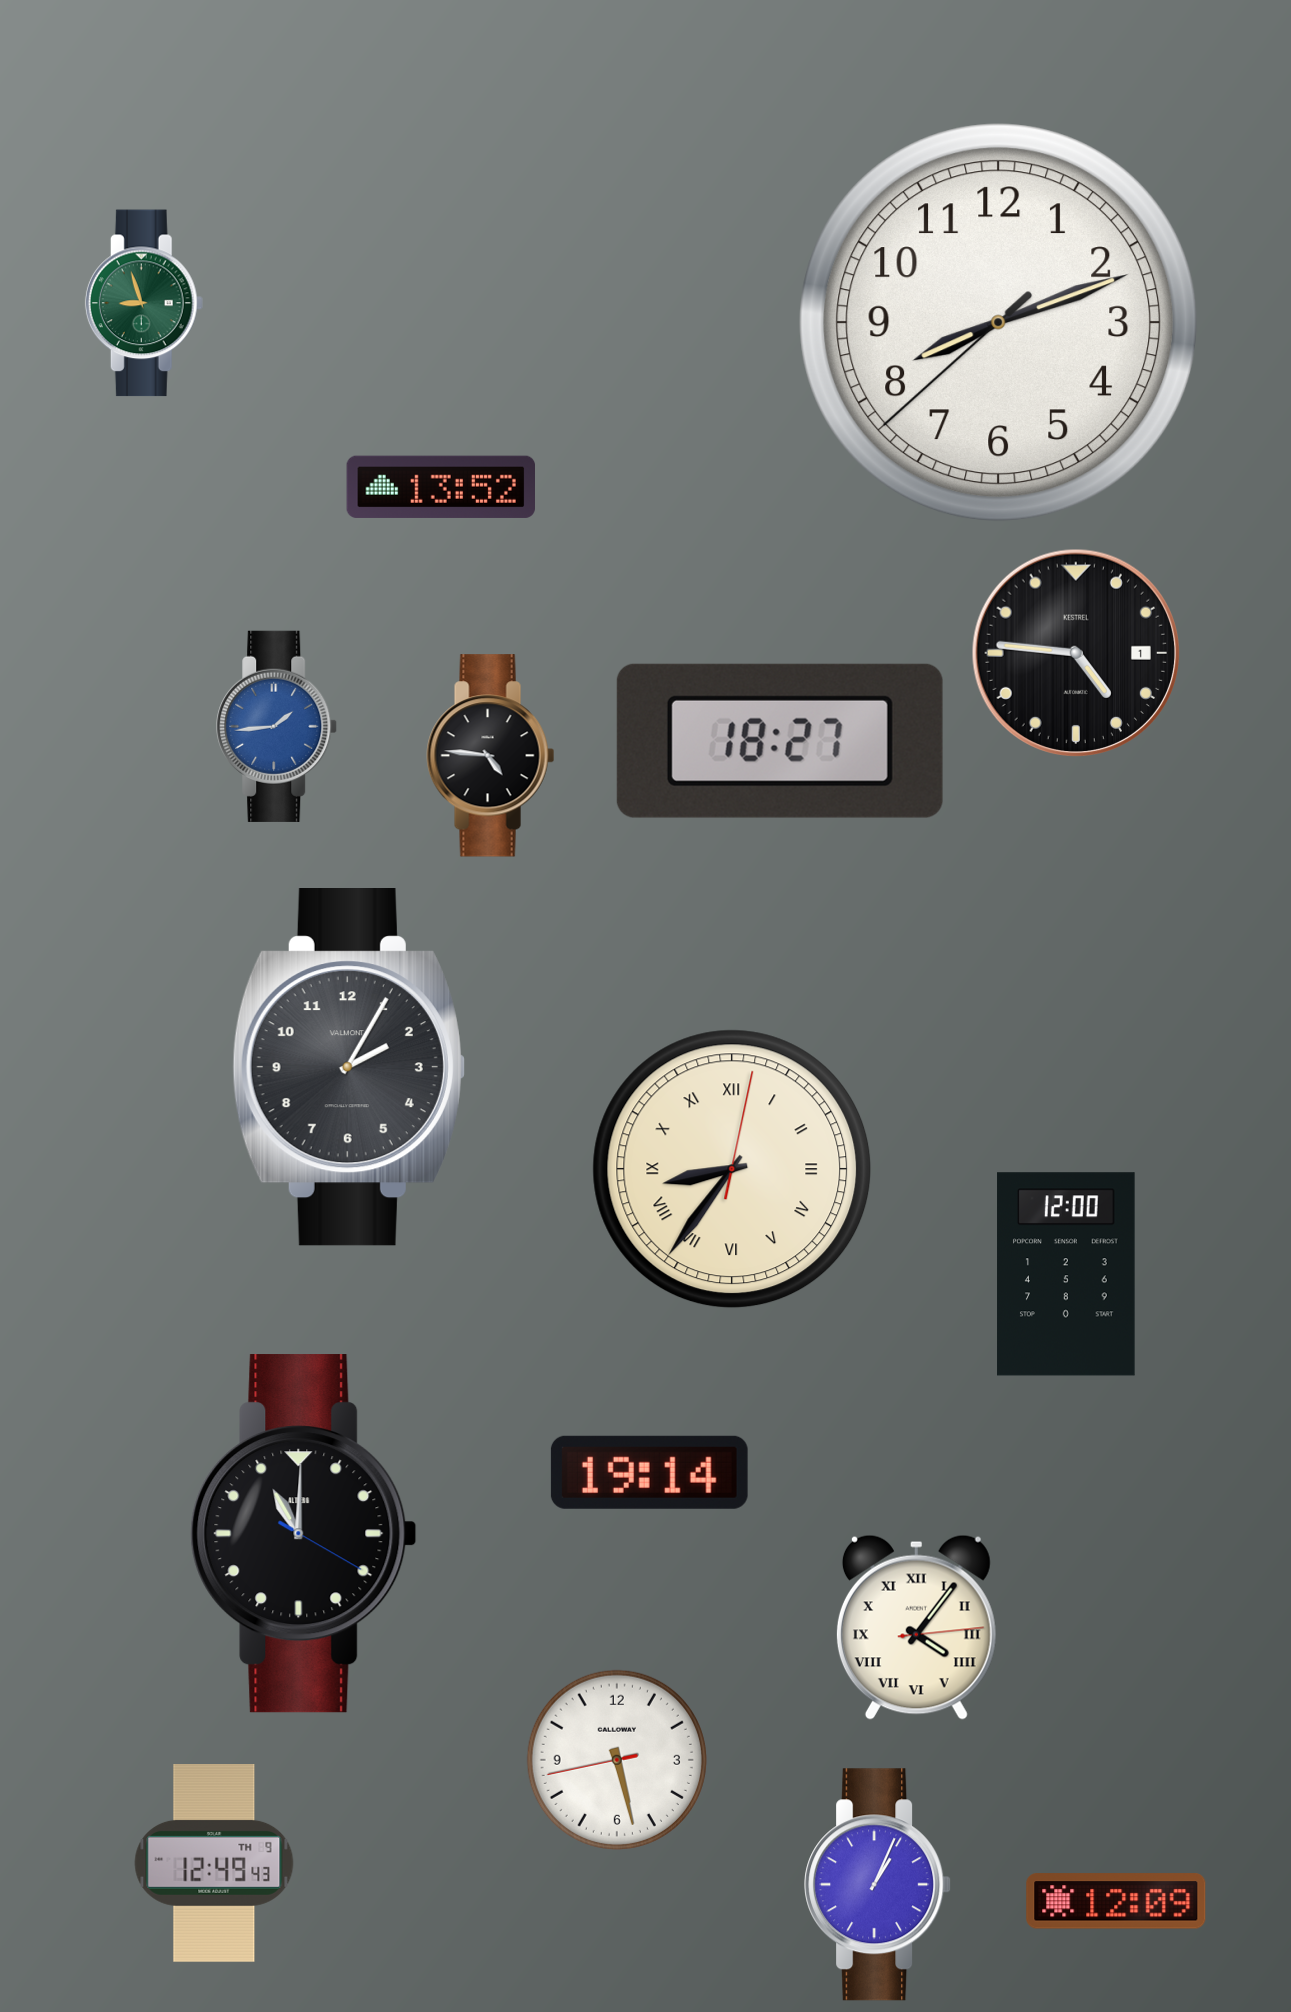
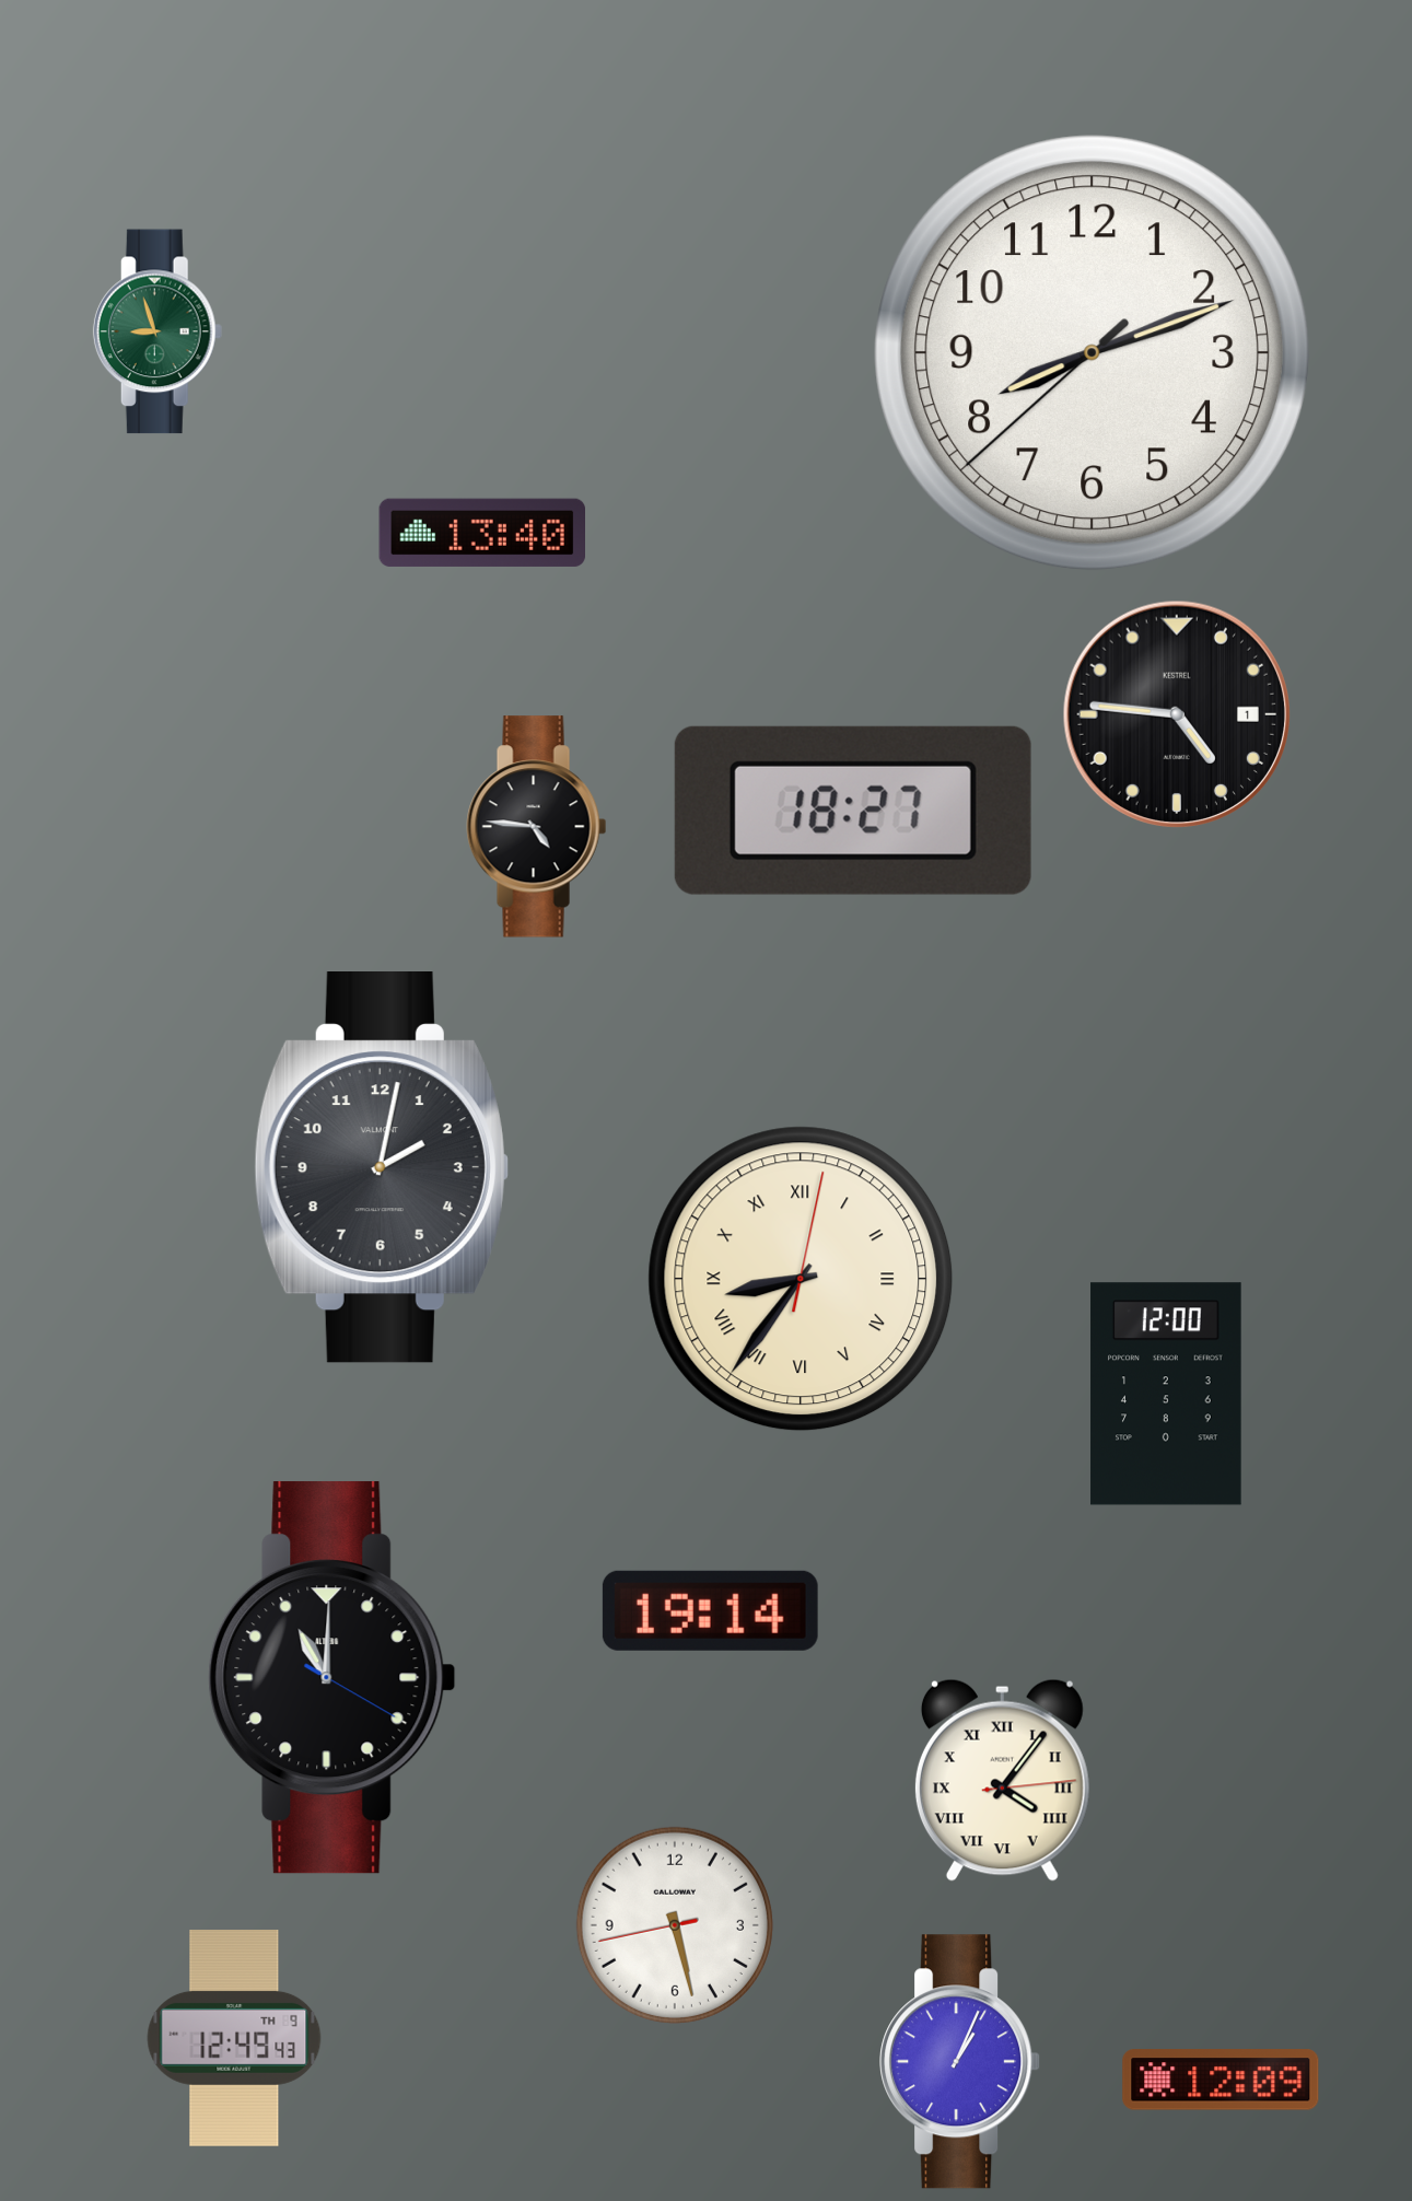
clock at (440, 487): 13:52 -> 13:40
clock at (277, 726): 1:44 -> none
clock at (349, 1068): 2:05 -> 2:02
